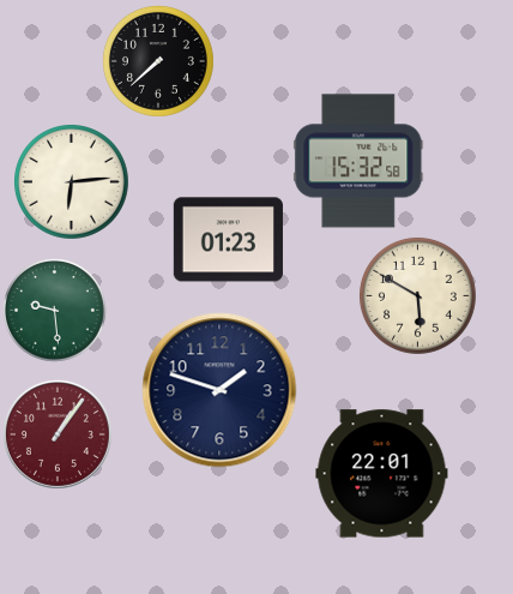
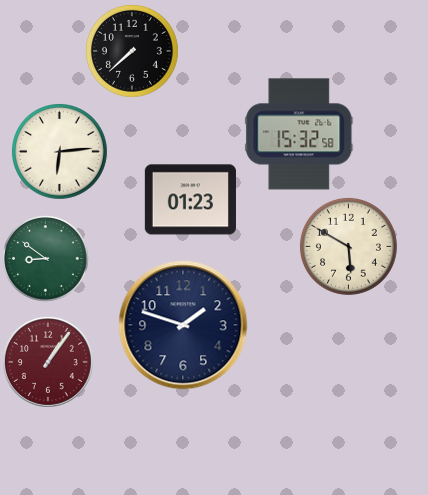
clock at (55, 311): 9:29 -> 8:51
clock at (382, 474): 22:01 -> none
